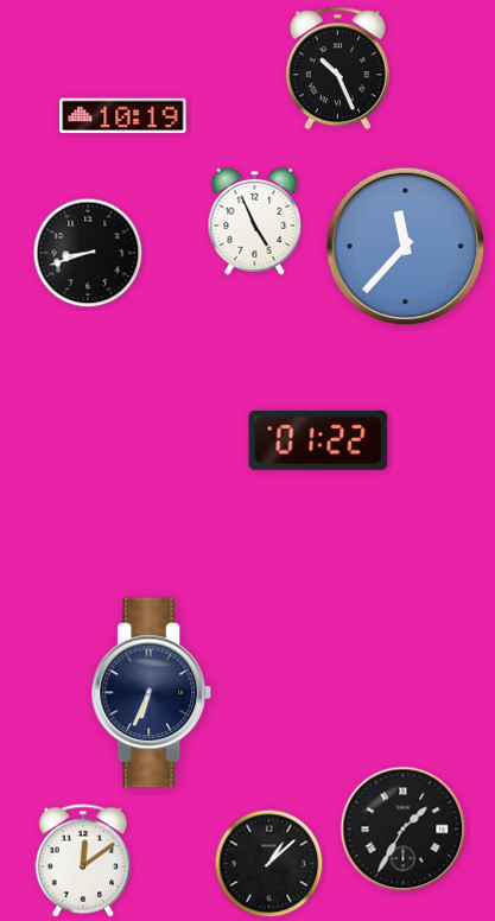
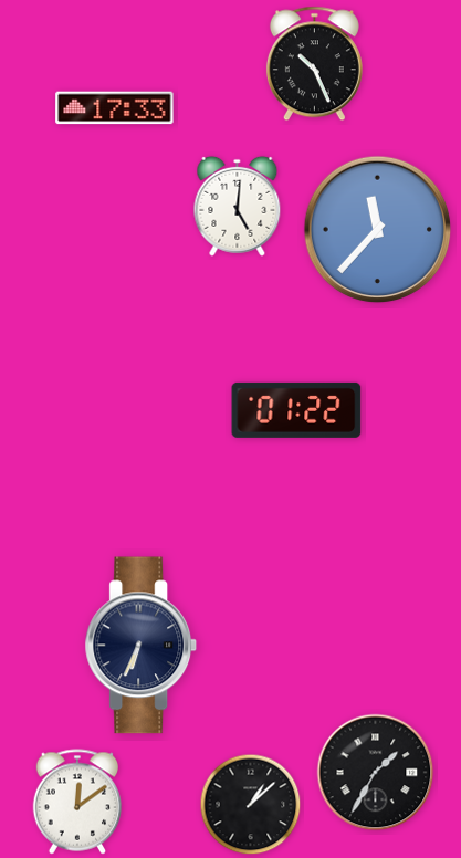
clock at (123, 116): 10:19 -> 17:33
clock at (255, 221): 4:56 -> 5:01
clock at (88, 253): 8:42 -> none
